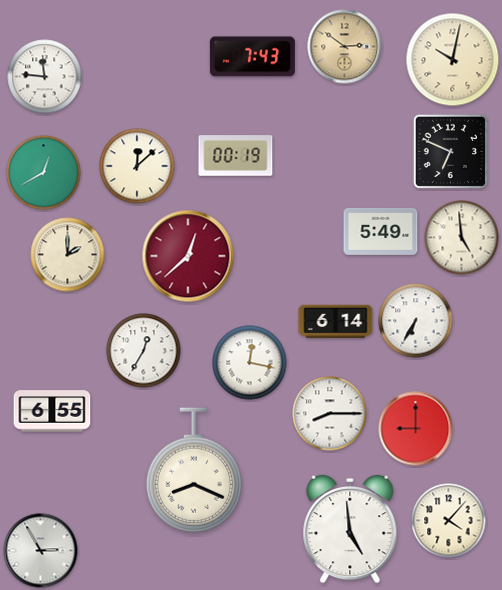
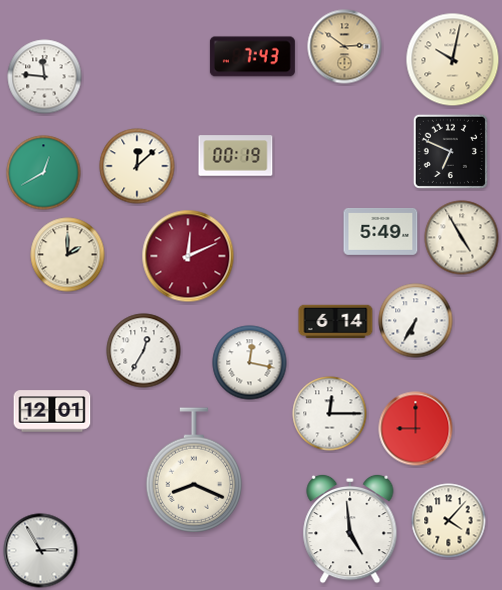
clock at (462, 238): 4:59 -> 4:55
clock at (188, 256): 12:38 -> 12:11
clock at (52, 411): 6:55 -> 12:01
clock at (330, 414): 8:15 -> 12:15
